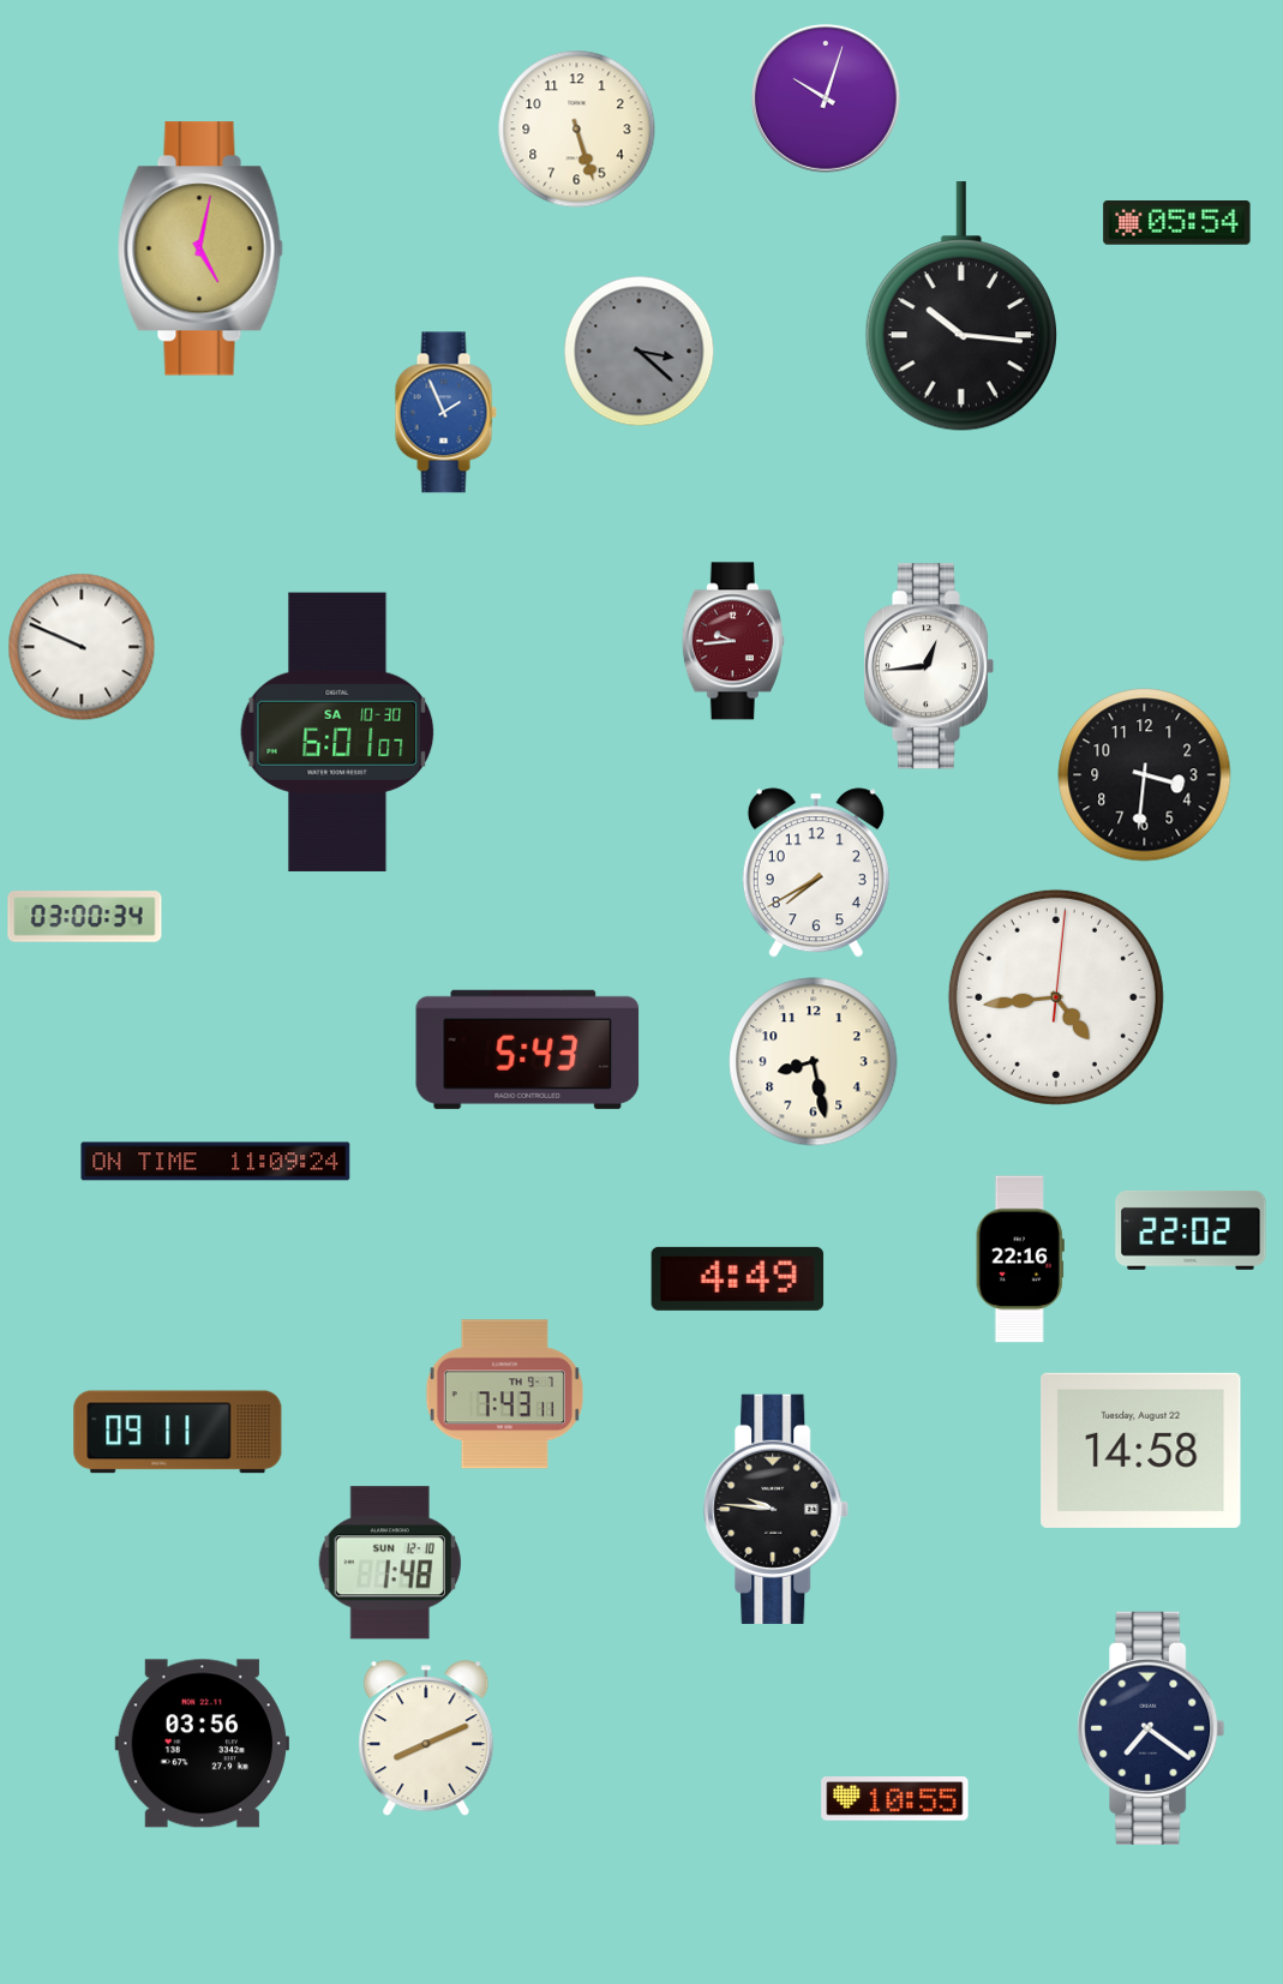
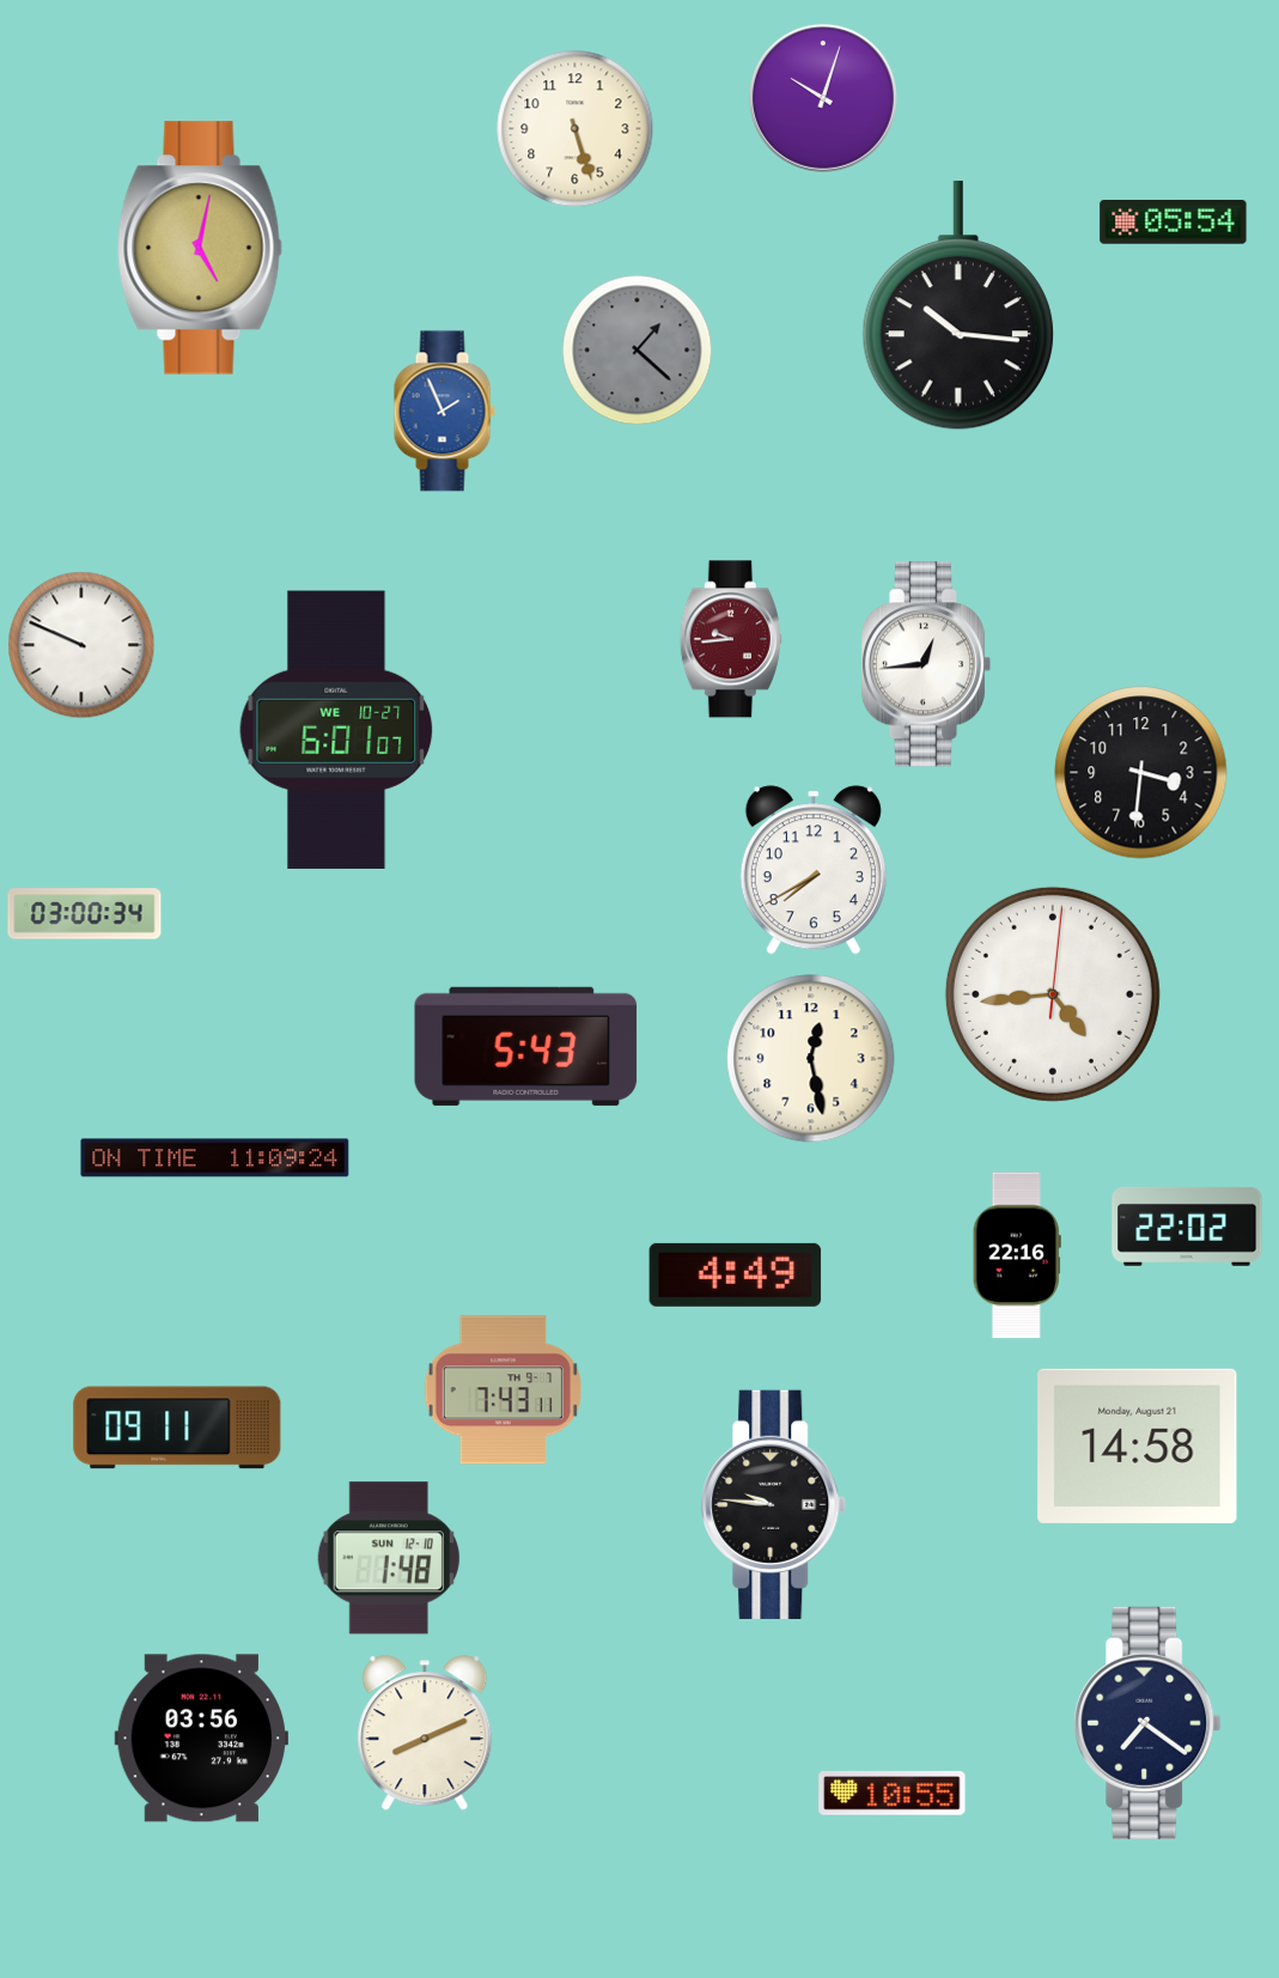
clock at (640, 352): 3:22 -> 1:22
clock at (337, 732) date: SA 10-30 -> WE 10-27
clock at (814, 1062): 8:28 -> 12:28
clock at (1141, 1450) date: Tuesday, August 22 -> Monday, August 21
